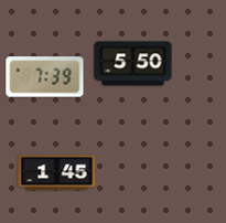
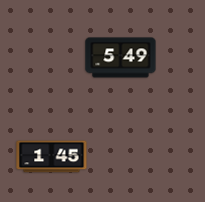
clock at (133, 64): 5:50 -> 5:49
clock at (45, 77): 7:39 -> none
